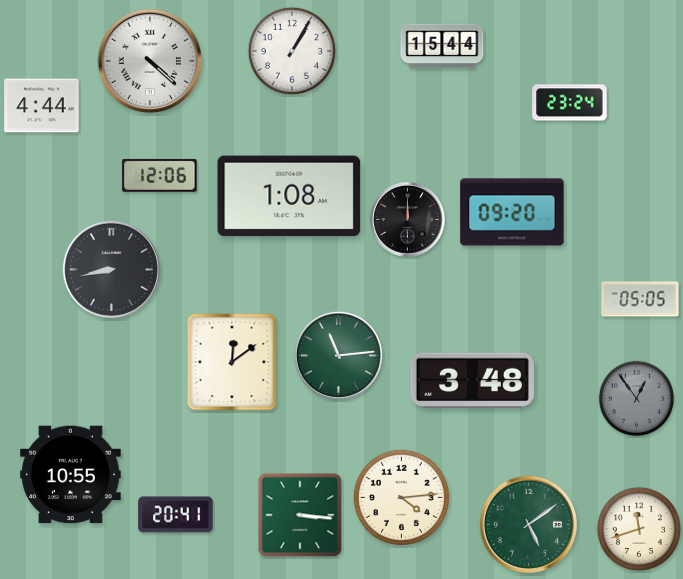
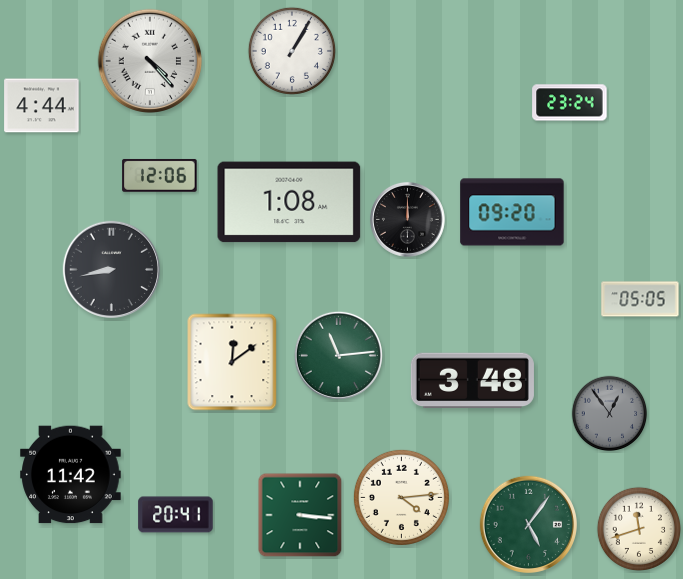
clock at (442, 46): 15:44 -> none
clock at (150, 61): 4:22 -> 4:23
clock at (289, 196) position: (289, 196) -> (289, 202)
clock at (637, 399) position: (637, 399) -> (610, 414)
clock at (71, 475): 10:55 -> 11:42
clock at (528, 524): 5:09 -> 5:06
